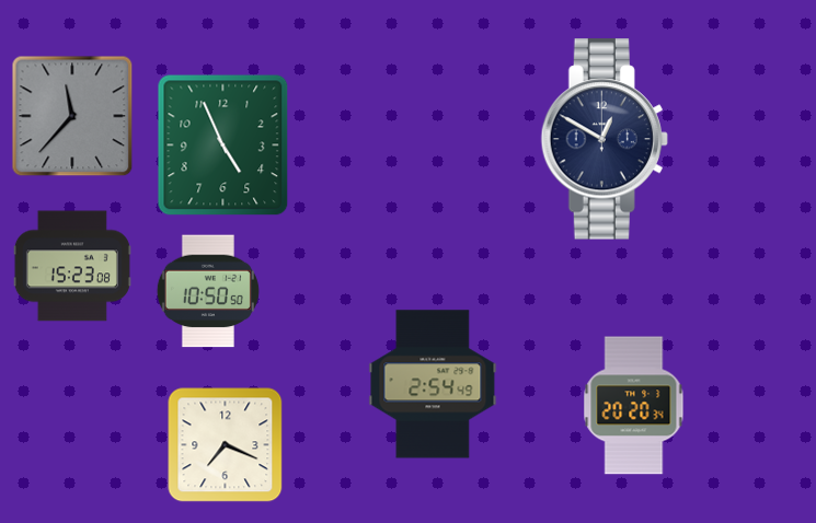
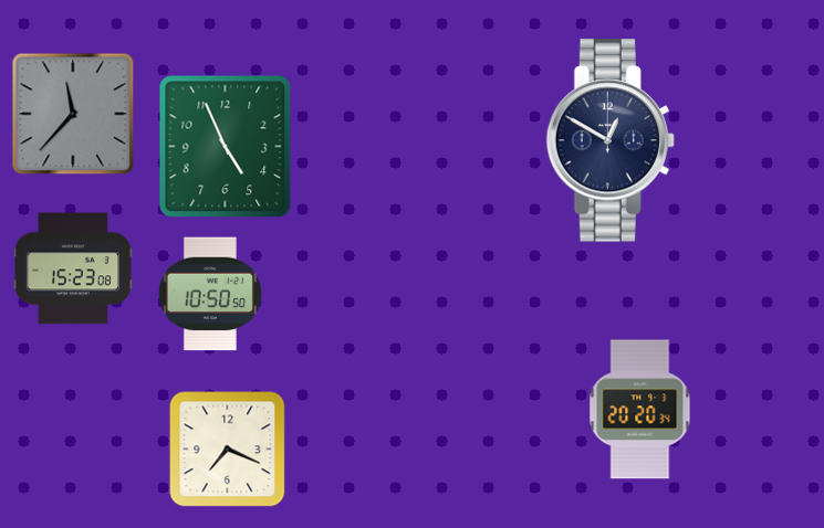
clock at (72, 116) position: (72, 116) -> (73, 114)
clock at (433, 384): 2:54 -> none
